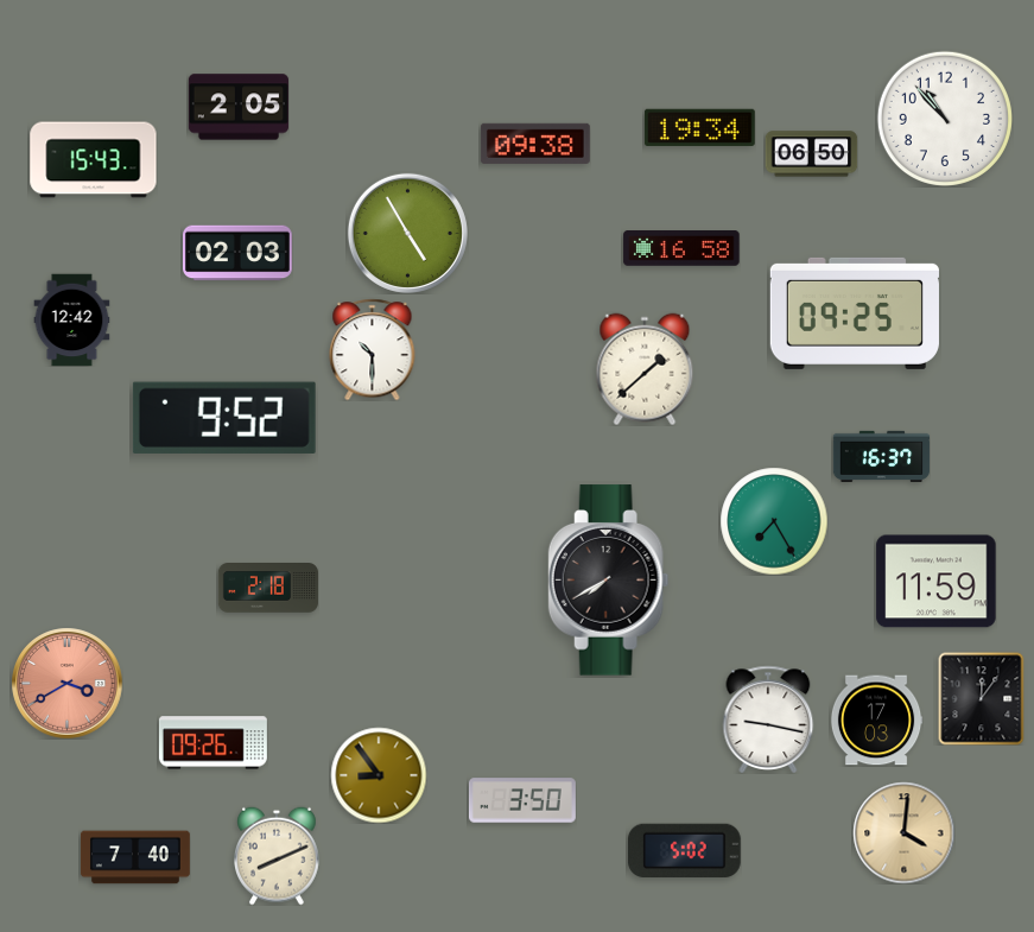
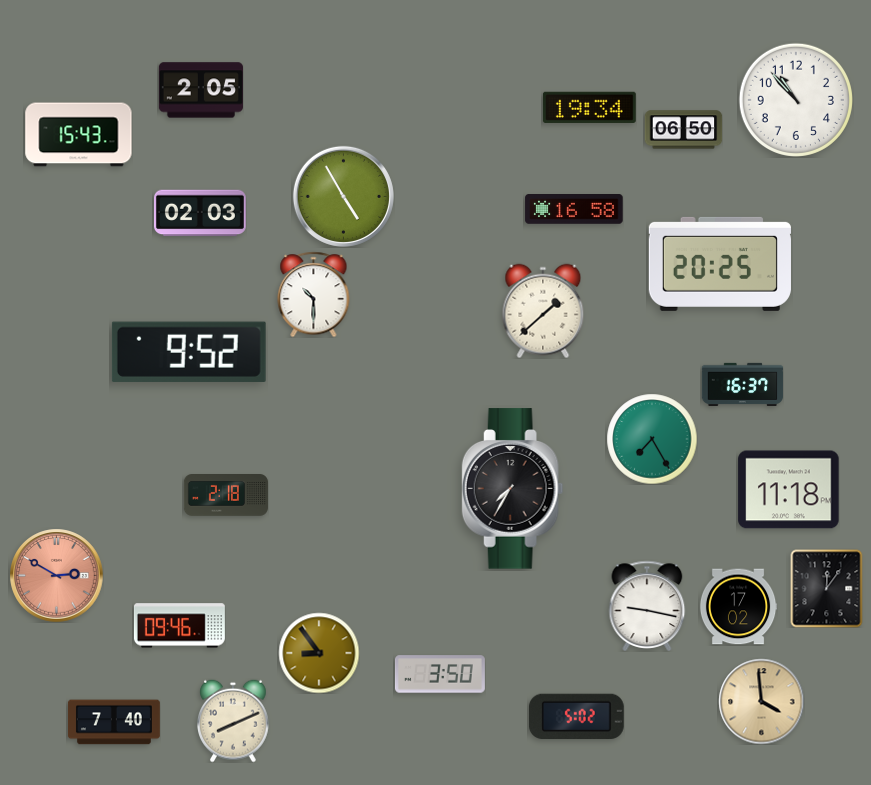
clock at (535, 144): 09:38 -> none
clock at (855, 313): 09:25 -> 20:25
clock at (72, 319): 12:42 -> none
clock at (609, 581): 7:40 -> 7:35
clock at (937, 582): 11:59 -> 11:18
clock at (66, 683): 3:40 -> 2:50
clock at (876, 721): 17:03 -> 17:02
clock at (212, 743): 09:26 -> 09:46
clock at (903, 832): 4:01 -> 3:59
